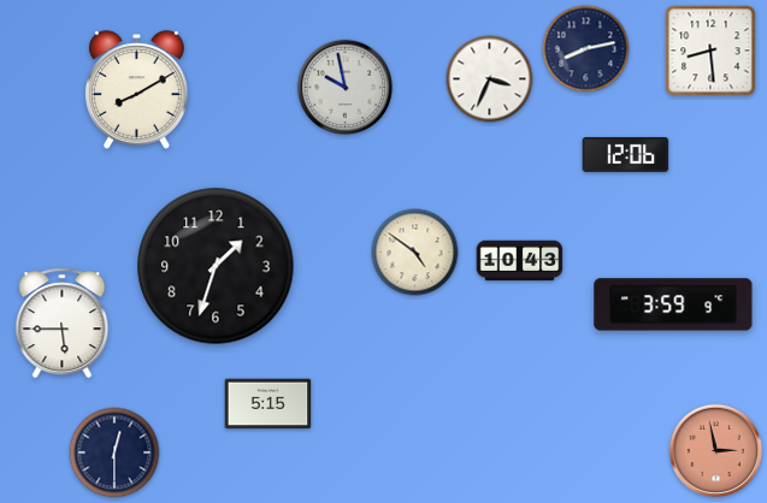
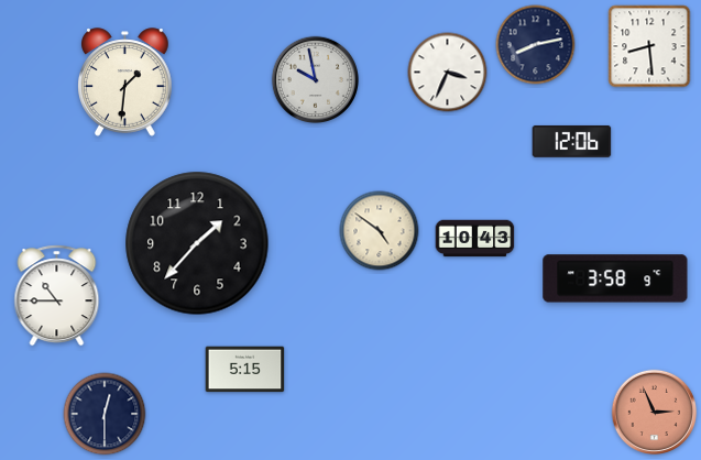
clock at (137, 90): 8:10 -> 1:31
clock at (216, 266): 1:33 -> 1:37
clock at (673, 304): 3:59 -> 3:58
clock at (63, 324): 5:45 -> 10:45
clock at (716, 451): 2:58 -> 2:56
